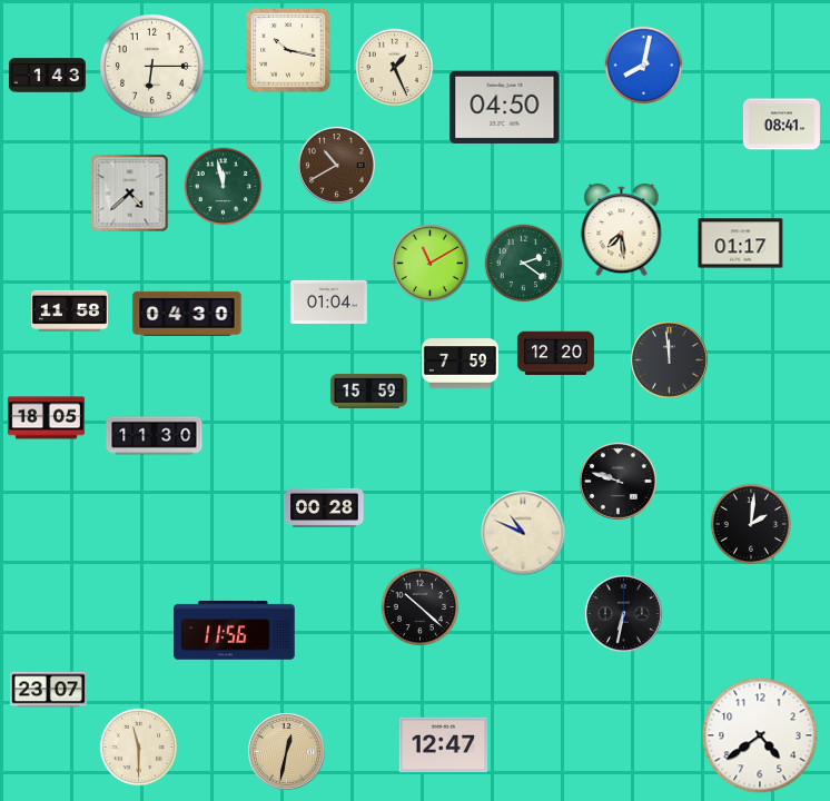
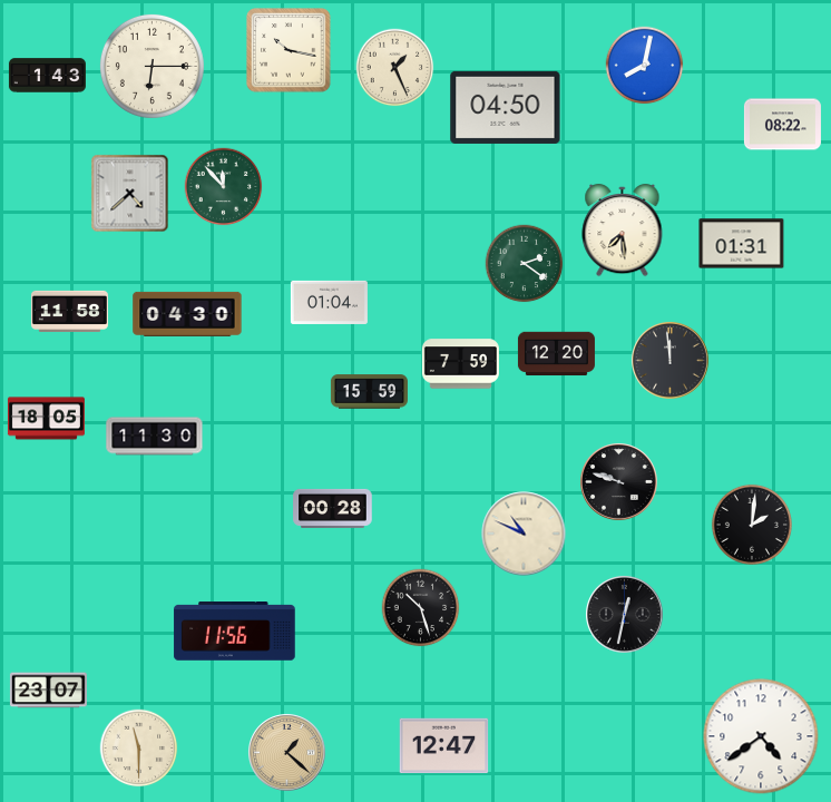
clock at (781, 125): 08:41 -> 08:22
clock at (337, 166): 10:40 -> none
clock at (224, 187): 11:58 -> 11:53
clock at (741, 244): 01:17 -> 01:31
clock at (431, 264): 11:10 -> none
clock at (325, 507) position: (325, 507) -> (333, 508)
clock at (421, 607): 10:22 -> 10:27
clock at (624, 614): 6:32 -> 12:32
clock at (287, 752): 12:32 -> 1:22
